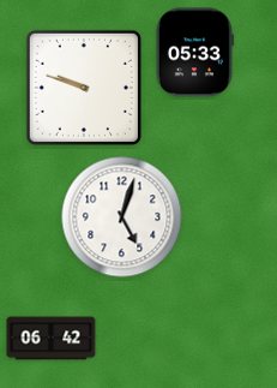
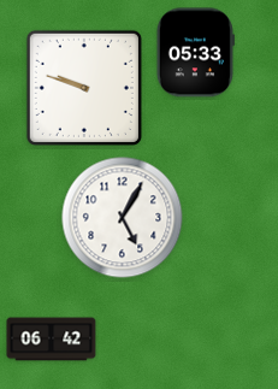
clock at (122, 217): 5:03 -> 5:05
